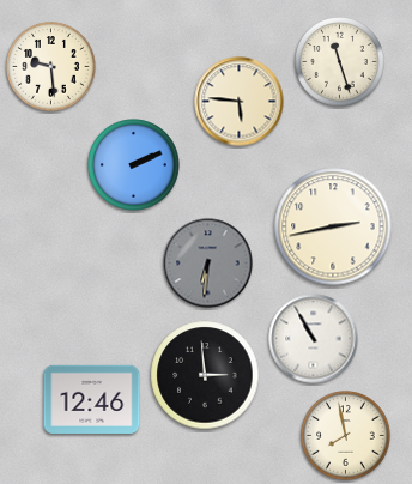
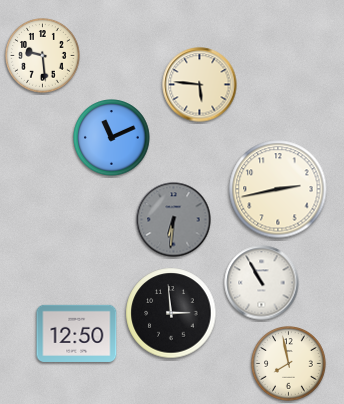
clock at (340, 62): 11:27 -> none
clock at (134, 165): 2:11 -> 11:11
clock at (92, 399): 12:46 -> 12:50
